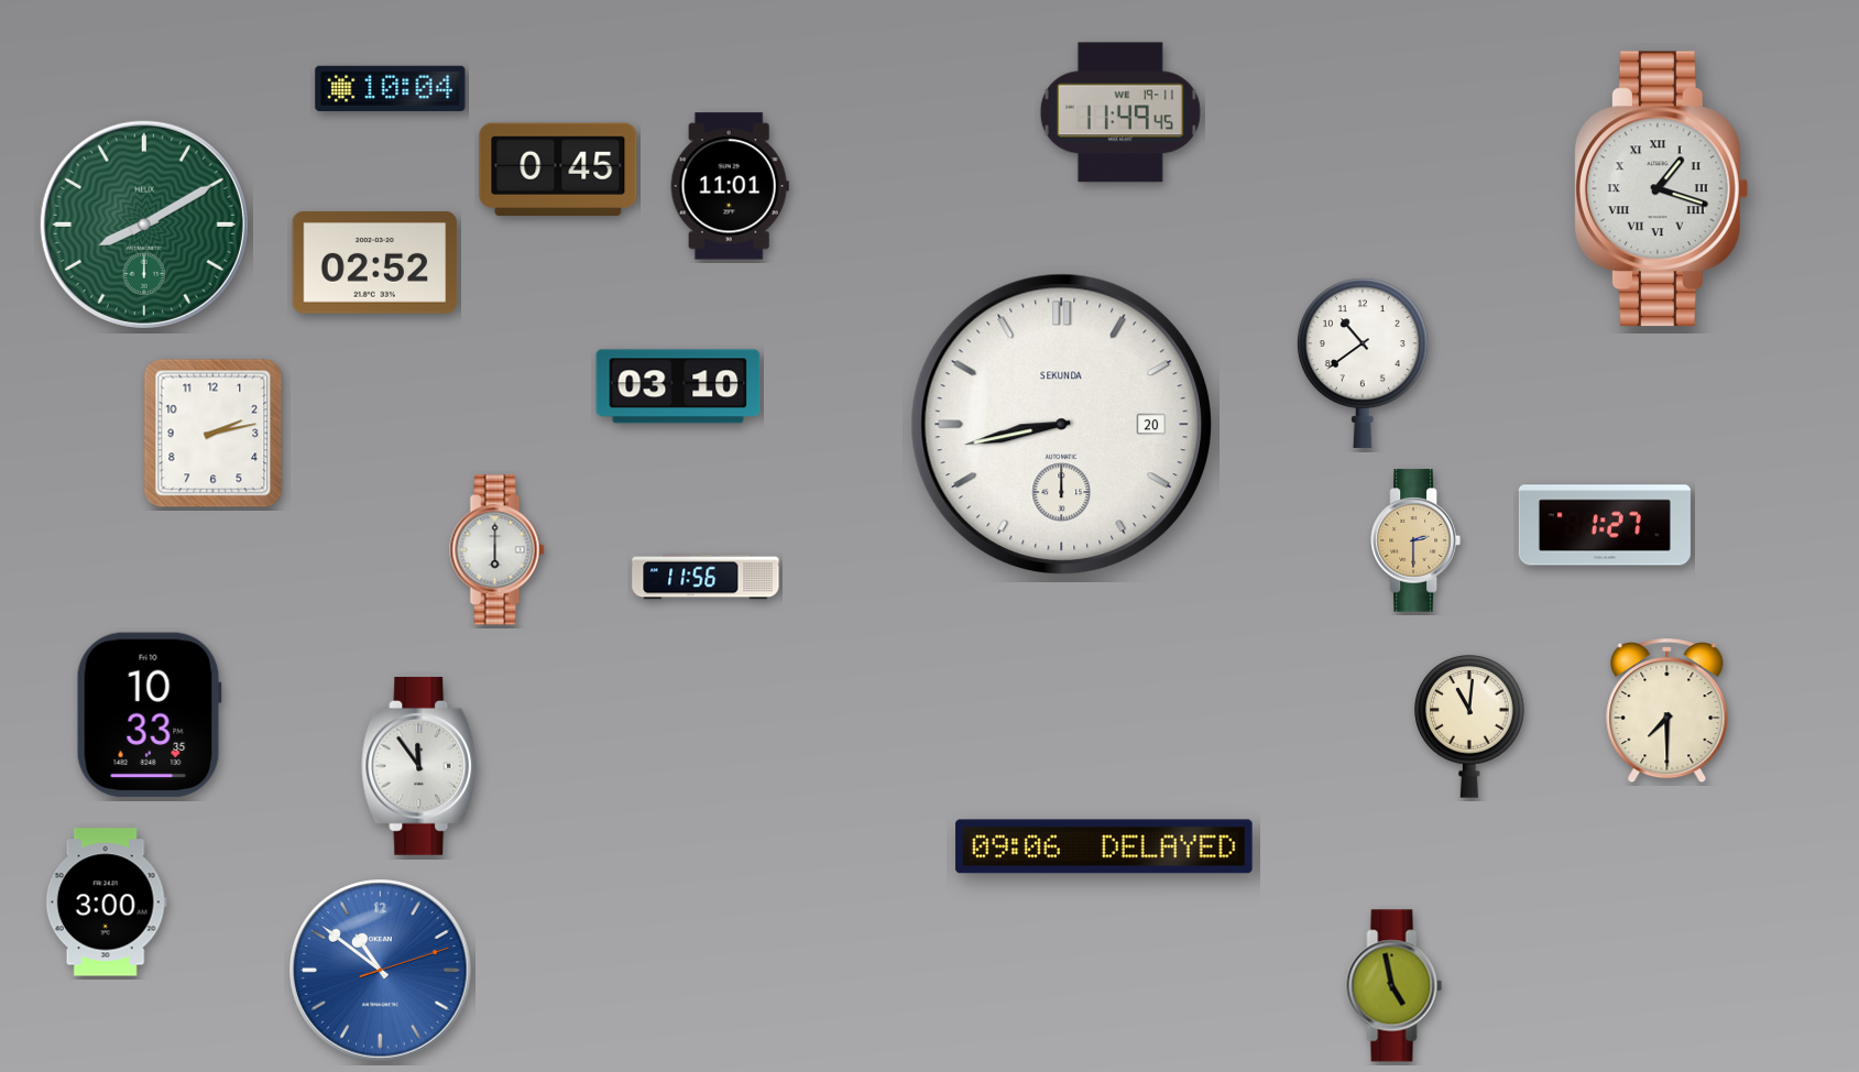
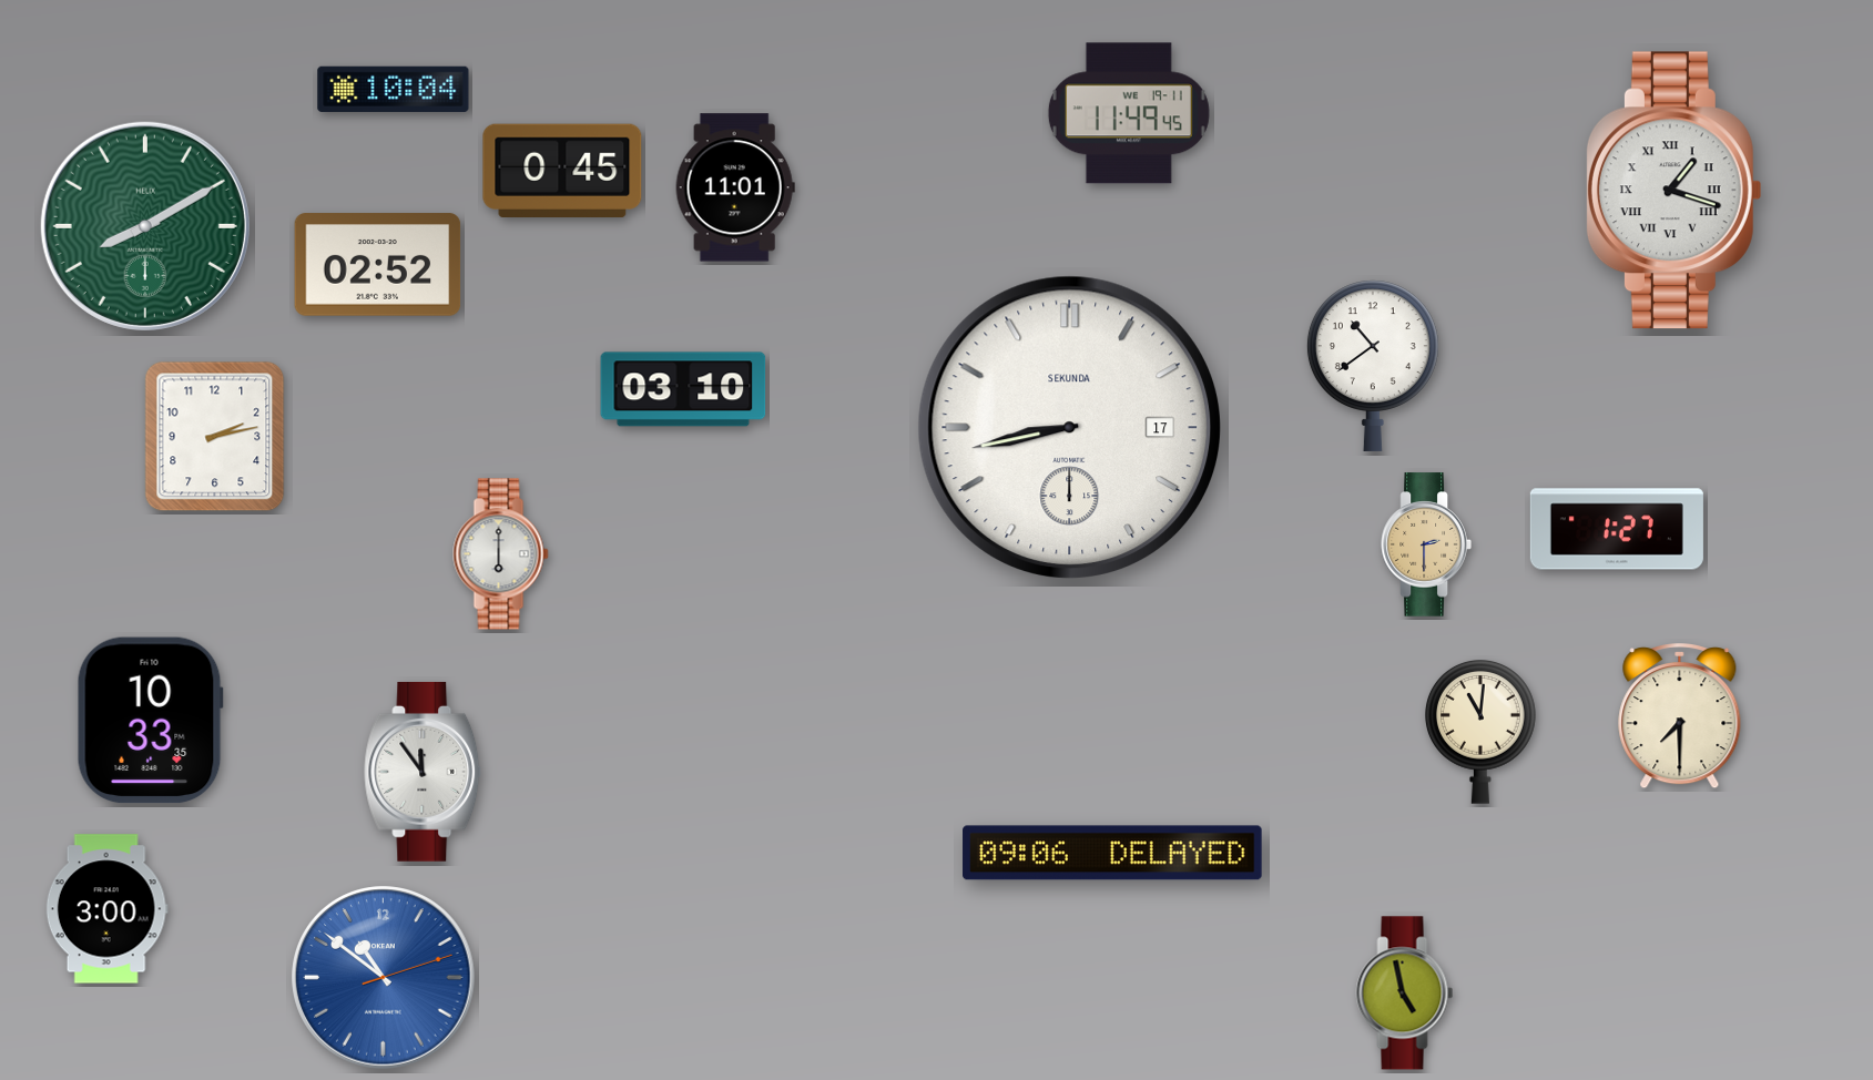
clock at (1061, 424) date: 20 -> 17
clock at (706, 577): 11:56 -> none
